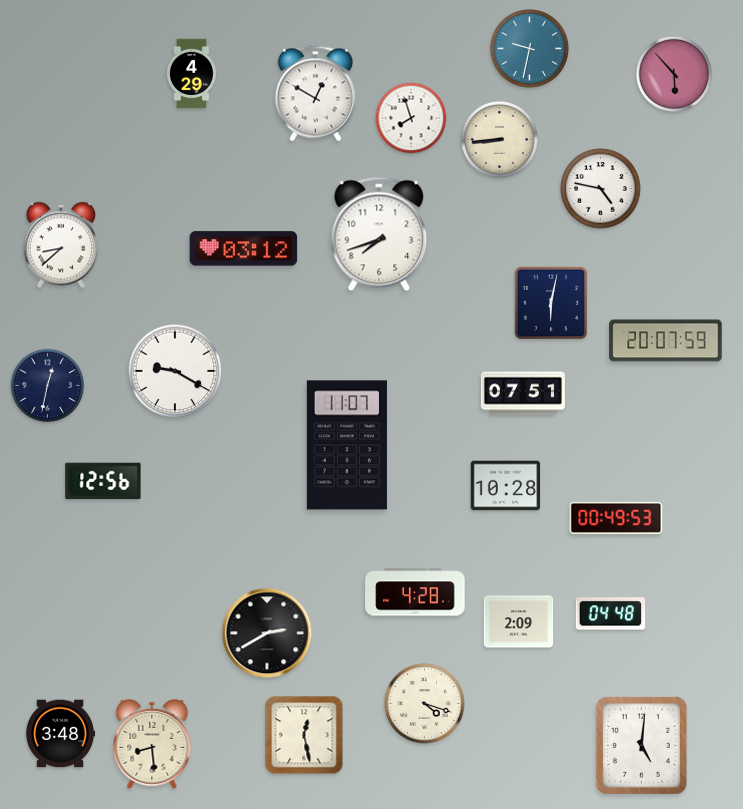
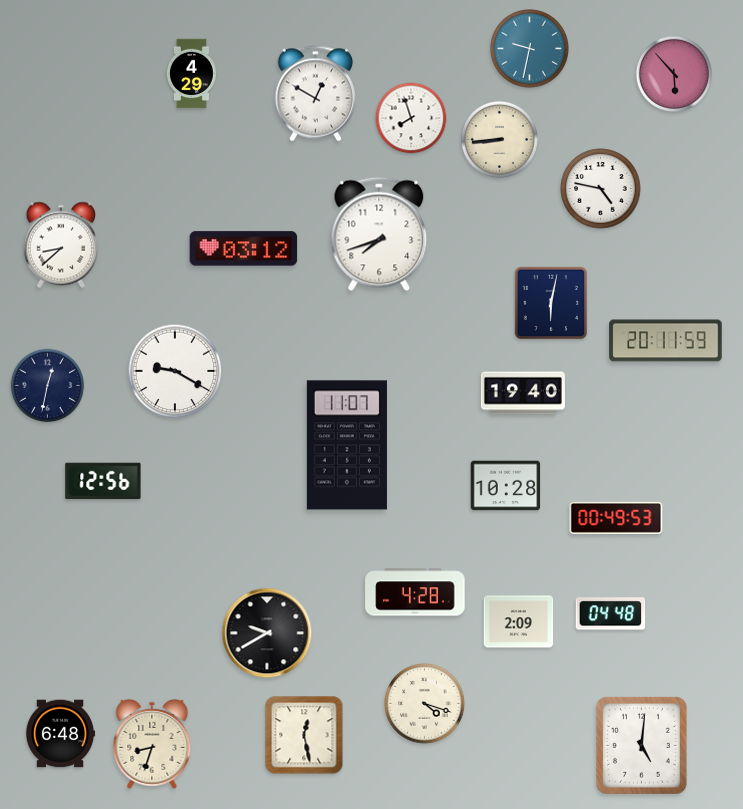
clock at (666, 341): 20:07 -> 20:11
clock at (523, 393): 07:51 -> 19:40
clock at (267, 633): 2:40 -> 9:40
clock at (60, 734): 3:48 -> 6:48
clock at (152, 744): 8:29 -> 8:33
